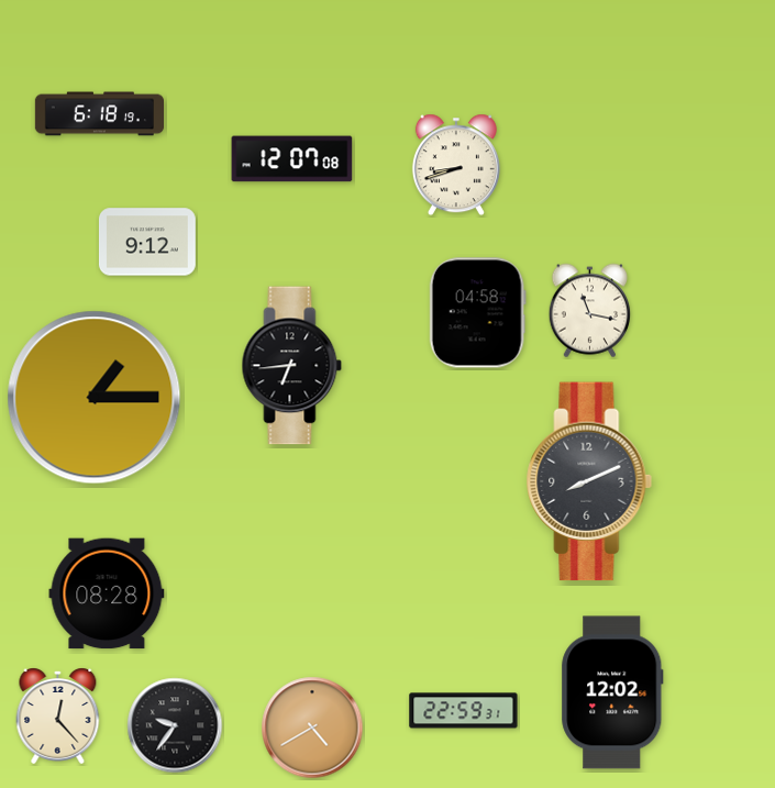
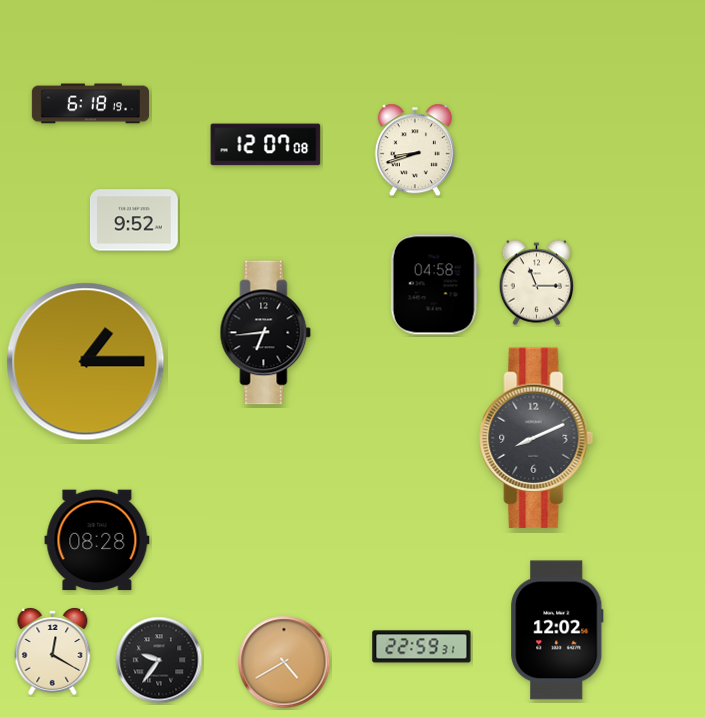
clock at (147, 242): 9:12 -> 9:52
clock at (589, 311): 11:17 -> 11:15
clock at (58, 717): 12:23 -> 12:20
